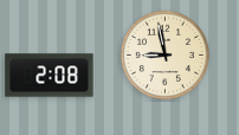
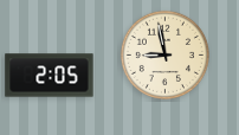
clock at (50, 76): 2:08 -> 2:05
